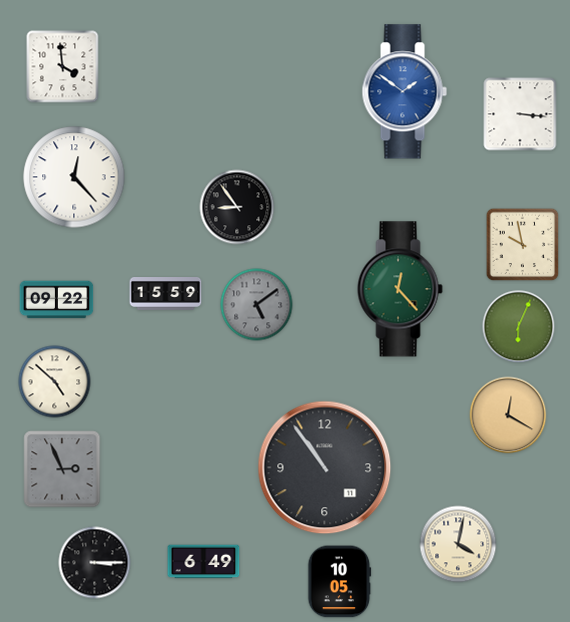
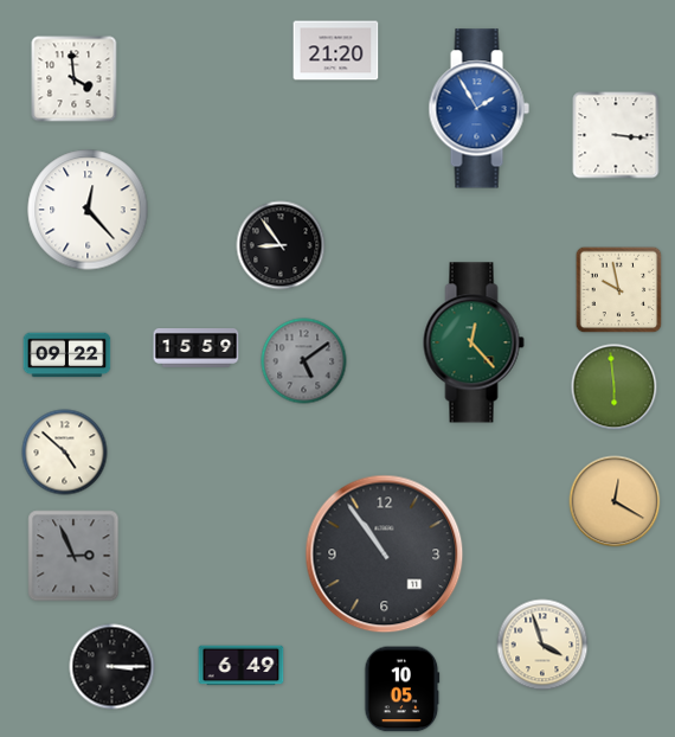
clock at (336, 51): none -> 21:20
clock at (404, 92): 1:51 -> 1:55
clock at (519, 327): 6:04 -> 5:59
clock at (508, 415) position: (508, 415) -> (615, 501)
clock at (458, 544): 4:02 -> 3:57
